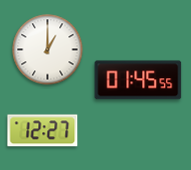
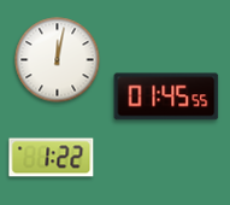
clock at (48, 50): 1:00 -> 12:02
clock at (43, 131): 12:27 -> 1:22
